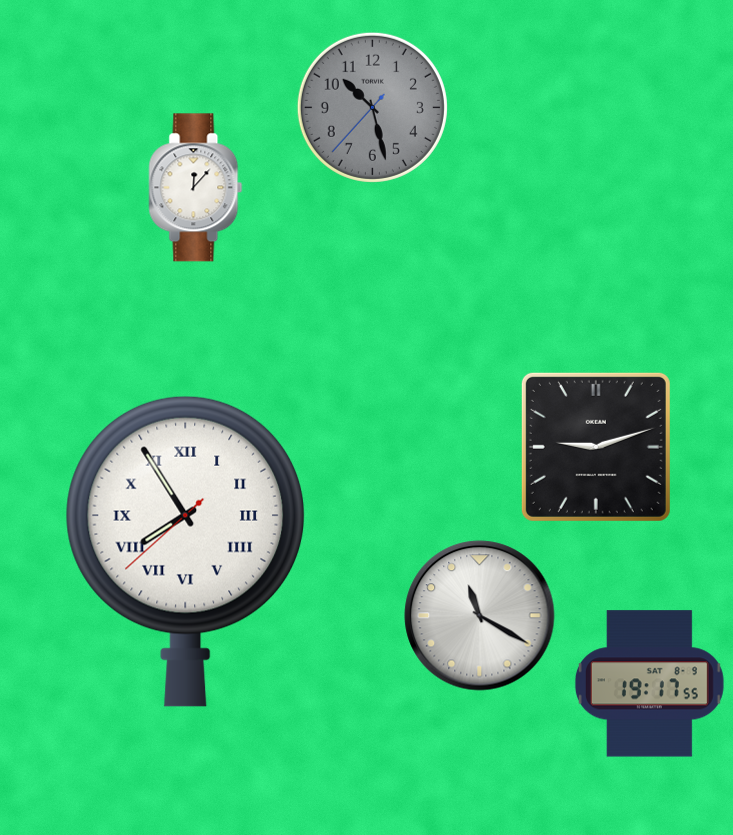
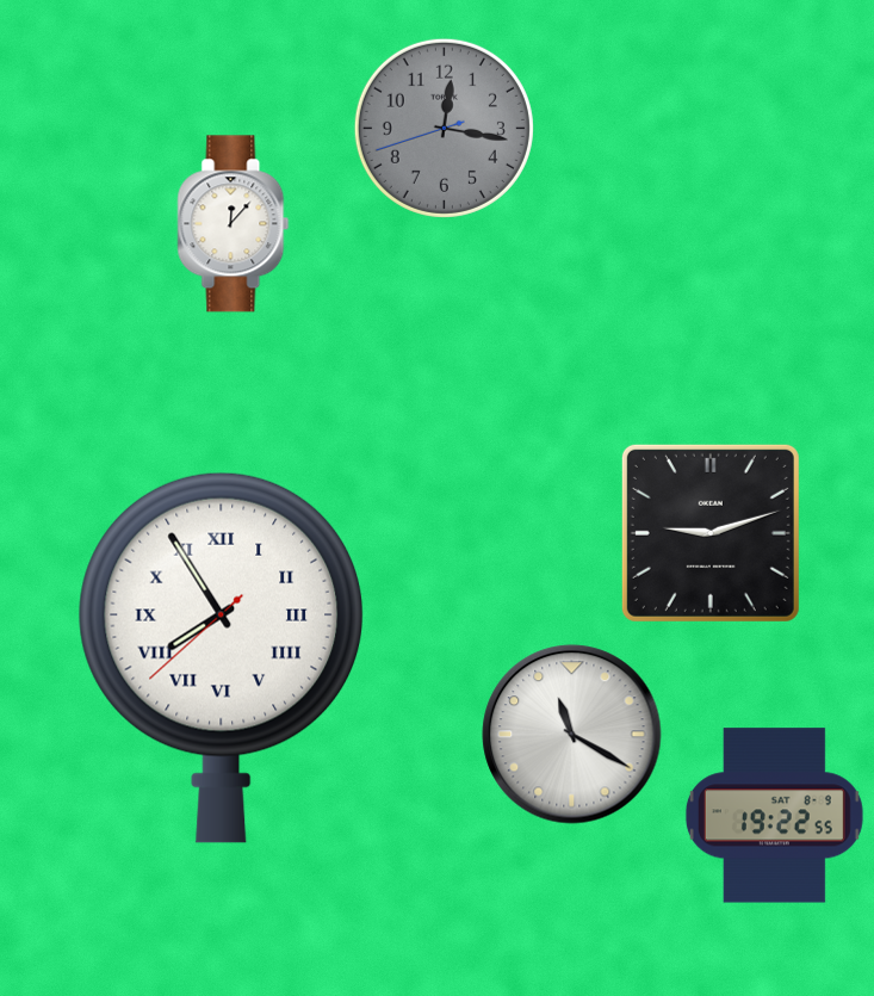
clock at (372, 107): 10:27 -> 12:16
clock at (649, 684): 19:17 -> 19:22
